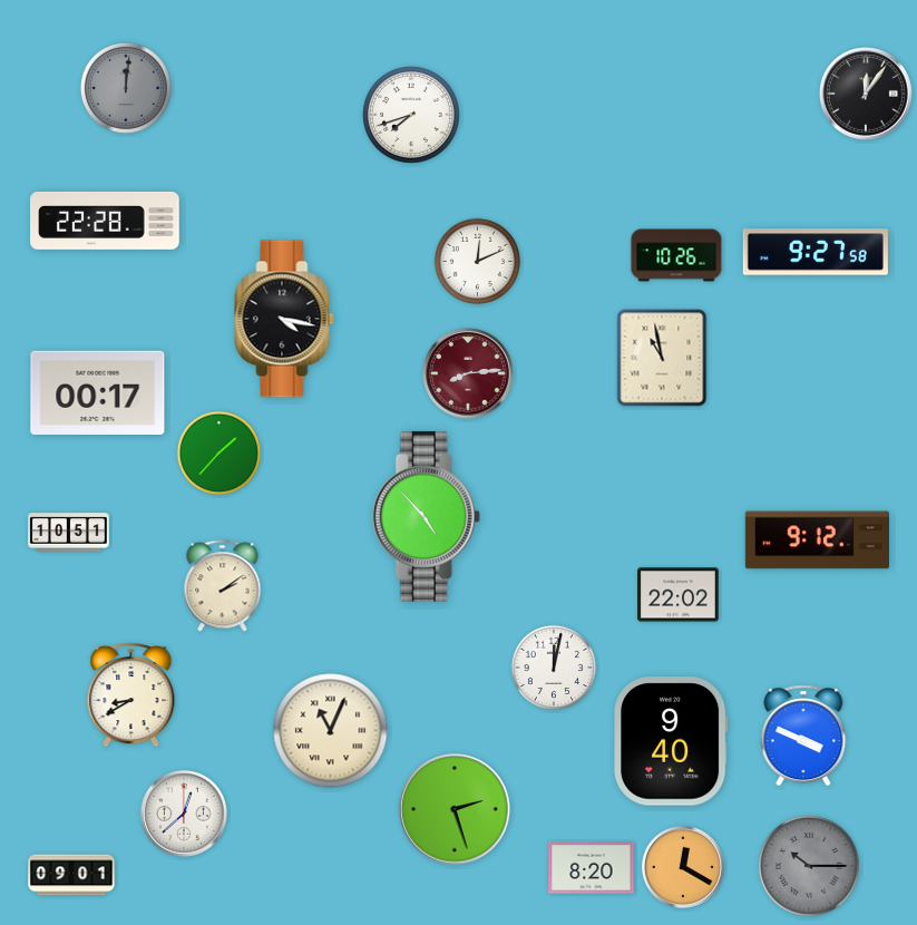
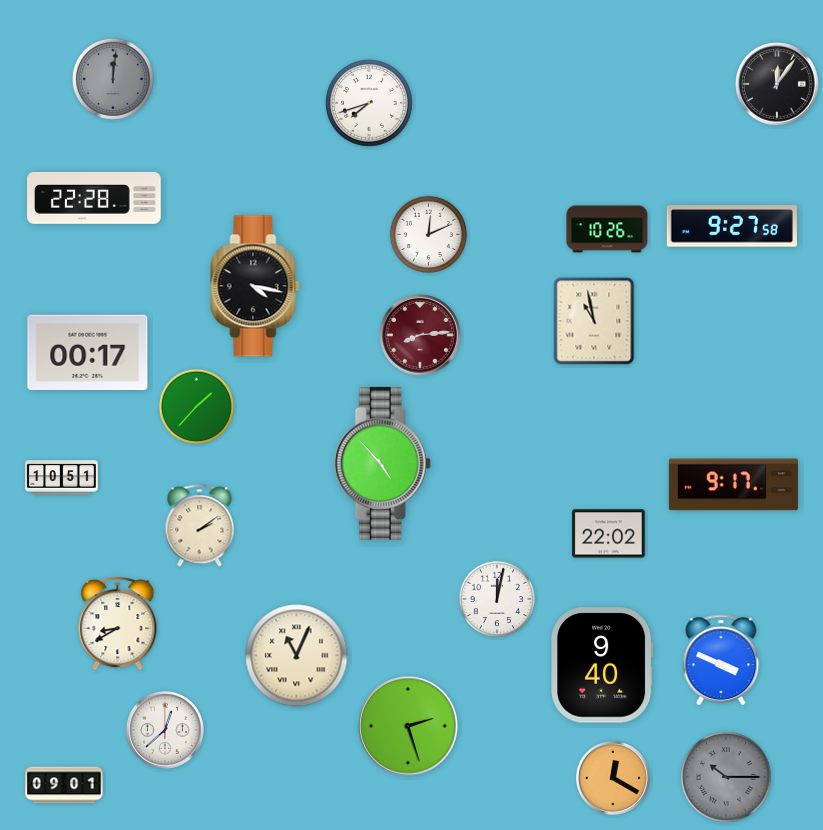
clock at (817, 541): 9:12 -> 9:17
clock at (592, 868): 8:20 -> none
